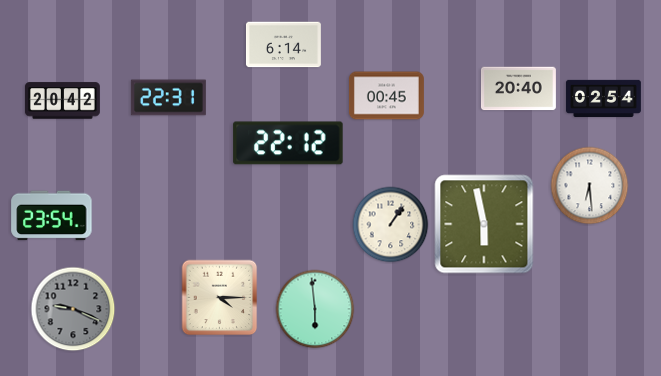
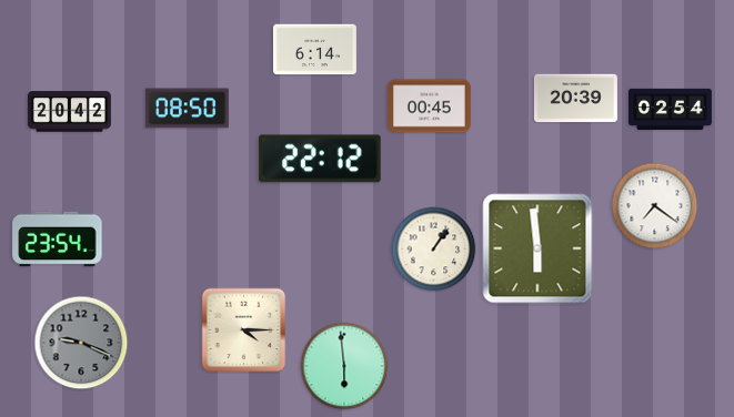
clock at (518, 89): 20:40 -> 20:39
clock at (168, 98): 22:31 -> 08:50
clock at (590, 186): 6:29 -> 7:21
clock at (484, 224): 5:58 -> 5:59
clock at (315, 309) position: (315, 309) -> (344, 366)
